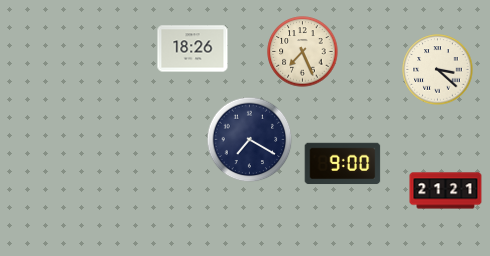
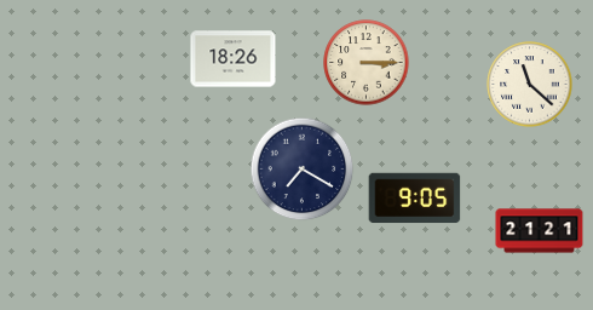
clock at (303, 52): 7:26 -> 3:15
clock at (438, 70): 3:22 -> 11:22
clock at (343, 164): 9:00 -> 9:05
